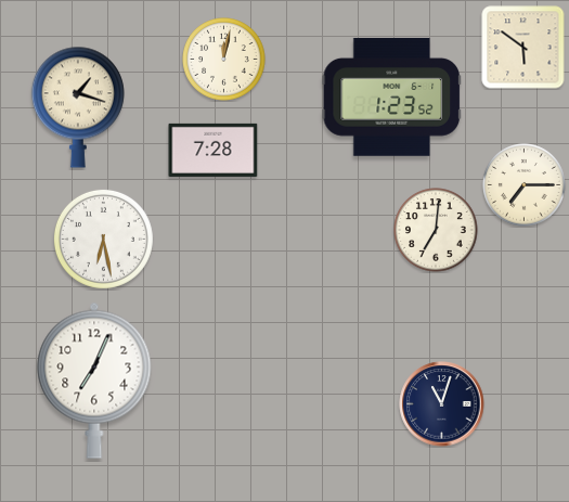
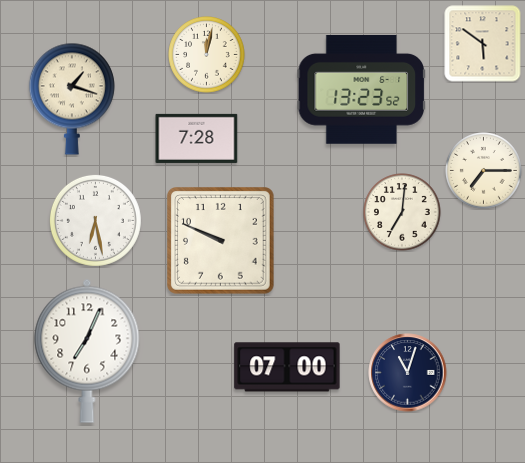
clock at (391, 96): 1:23 -> 13:23
clock at (221, 241): none -> 9:49
clock at (287, 367): none -> 07:00
